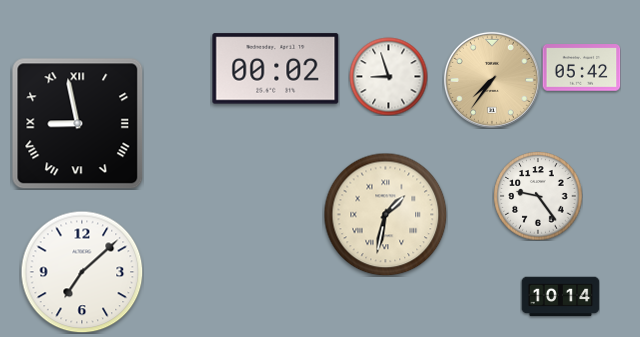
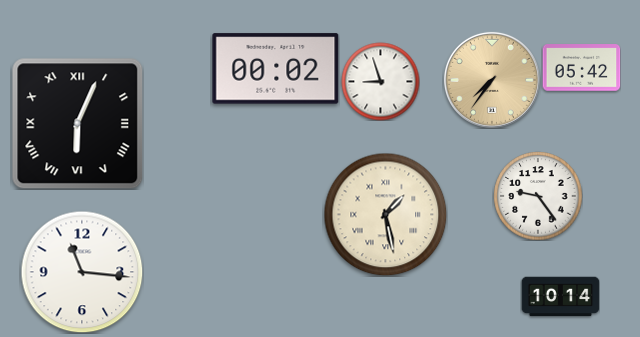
clock at (388, 76) position: (388, 76) -> (380, 81)
clock at (78, 124): 8:58 -> 6:04
clock at (385, 214): 1:32 -> 1:28
clock at (82, 272): 7:08 -> 11:16
